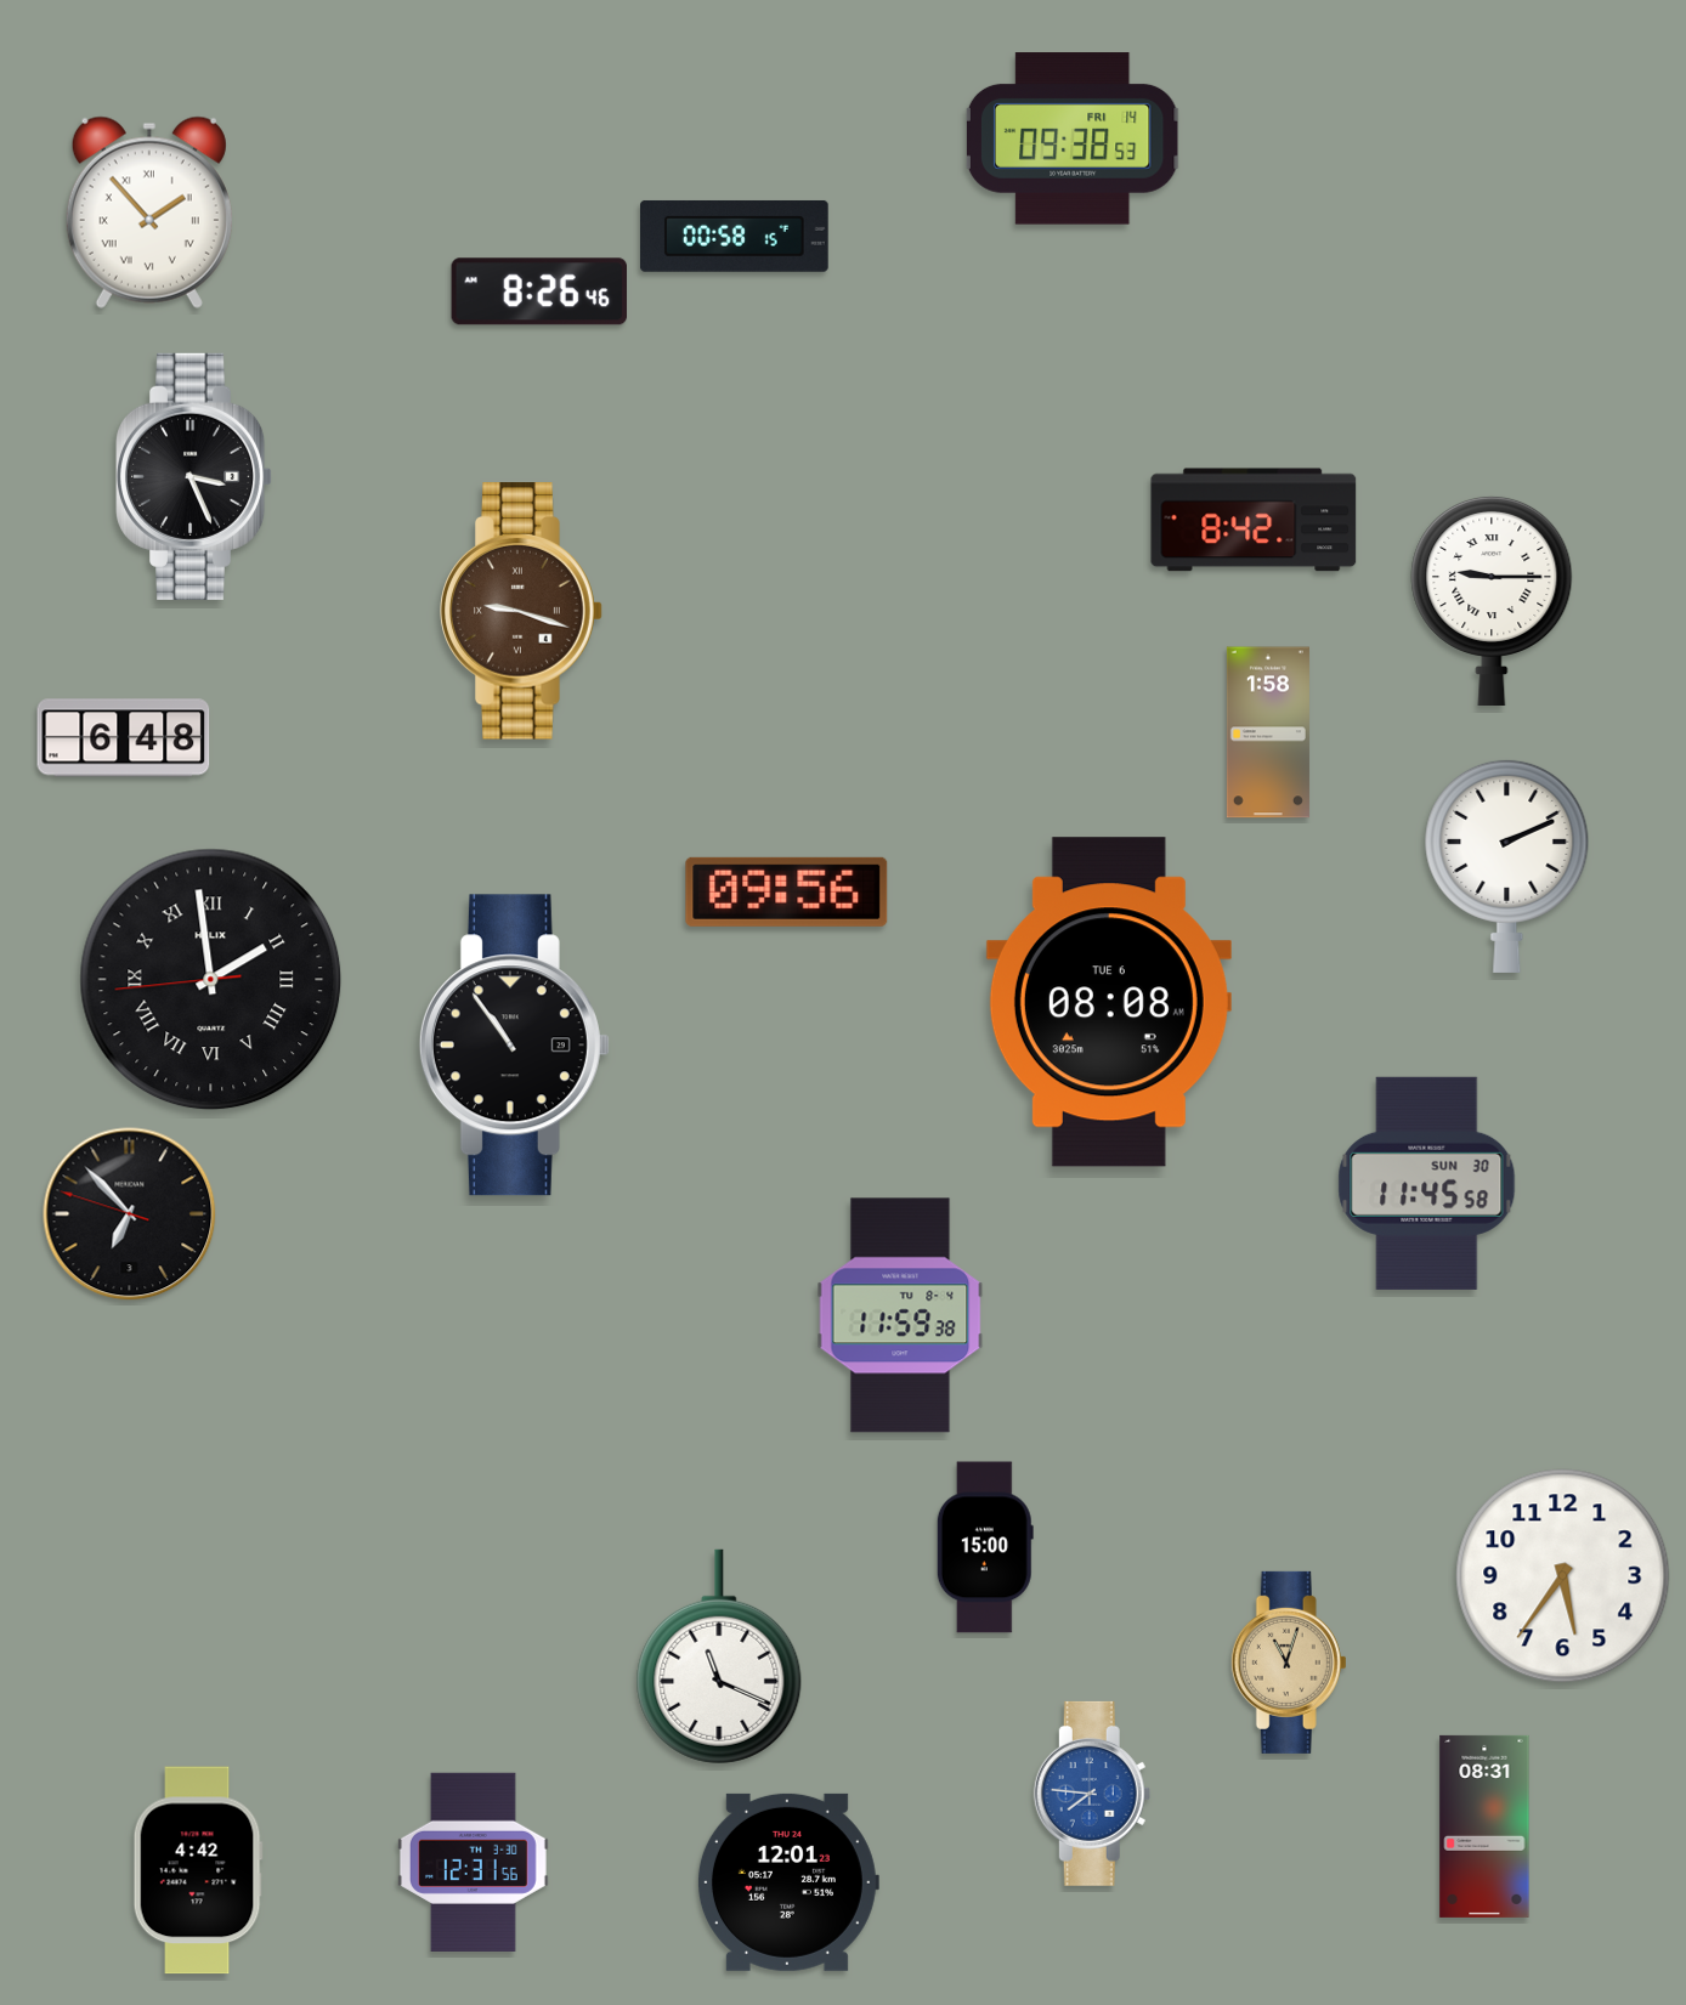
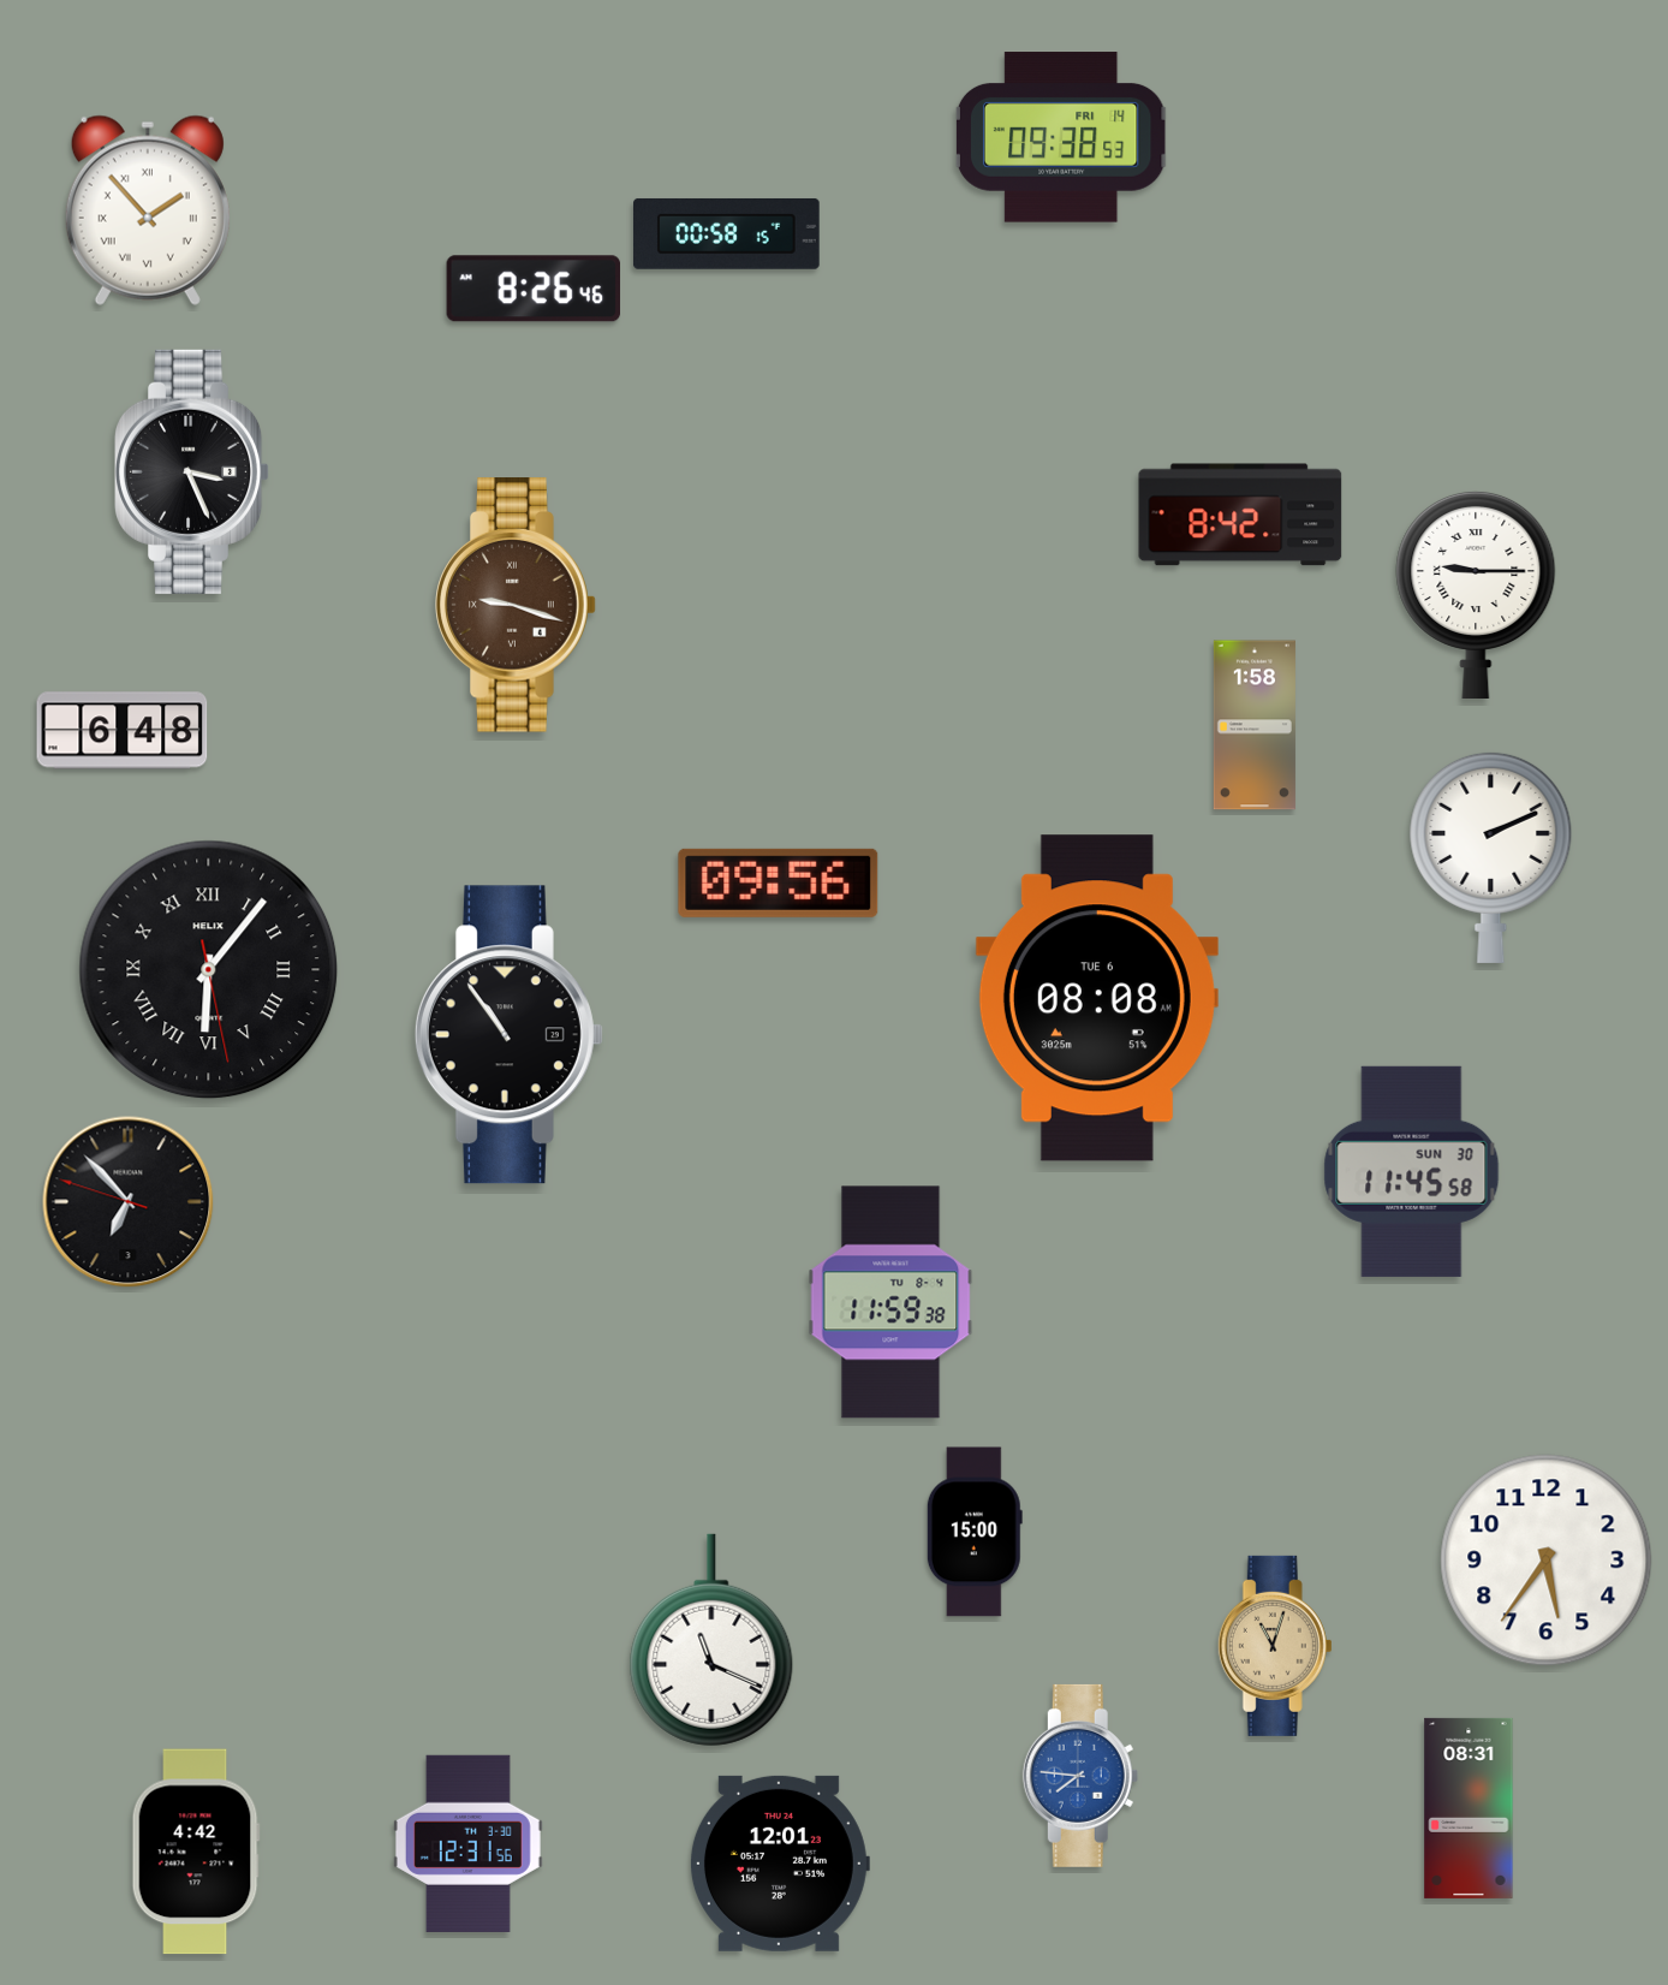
clock at (211, 980): 1:58 -> 6:06
clock at (1109, 1002) position: (1109, 1002) -> (1097, 998)
